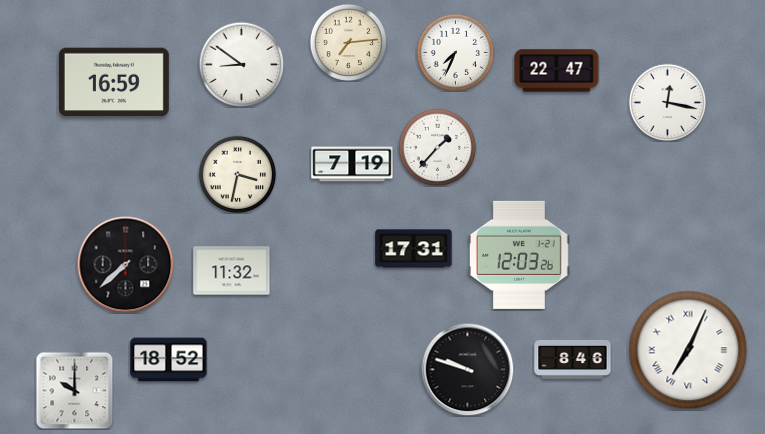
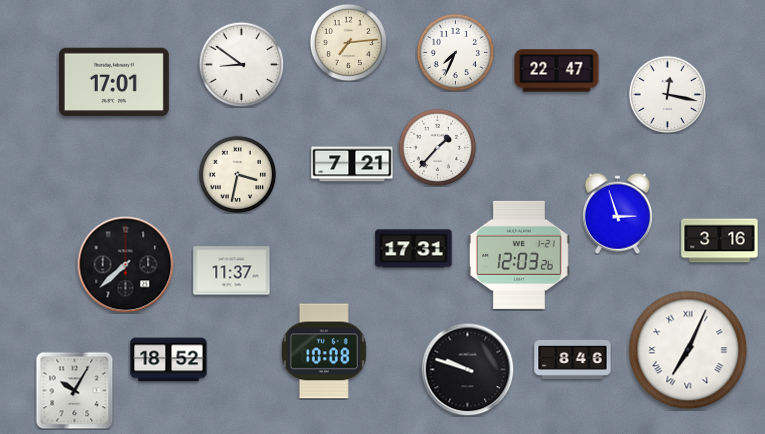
clock at (114, 82): 16:59 -> 17:01
clock at (667, 102) position: (667, 102) -> (667, 94)
clock at (352, 164): 7:19 -> 7:21
clock at (617, 213): none -> 2:57
clock at (720, 241): none -> 3:16
clock at (232, 271): 11:32 -> 11:37
clock at (324, 351): none -> 10:08
clock at (74, 390): 10:00 -> 10:05
